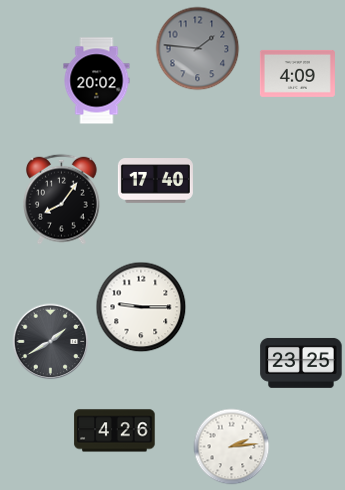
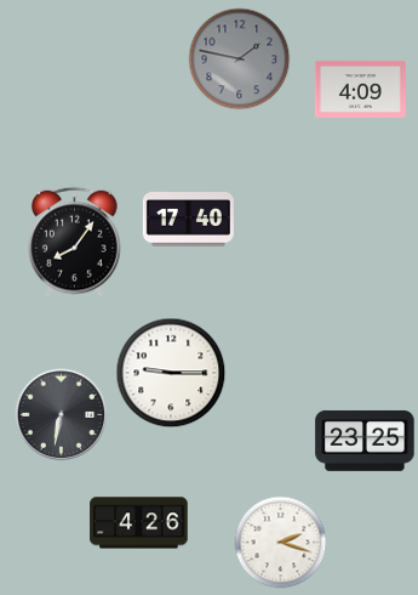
clock at (198, 49): 1:46 -> 1:47
clock at (97, 81): 20:02 -> none
clock at (51, 342): 1:40 -> 6:32
clock at (232, 447): 2:14 -> 2:18
